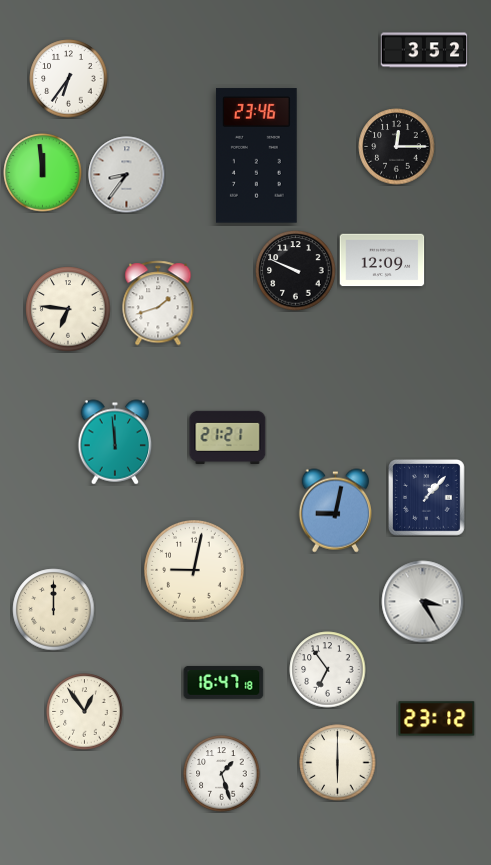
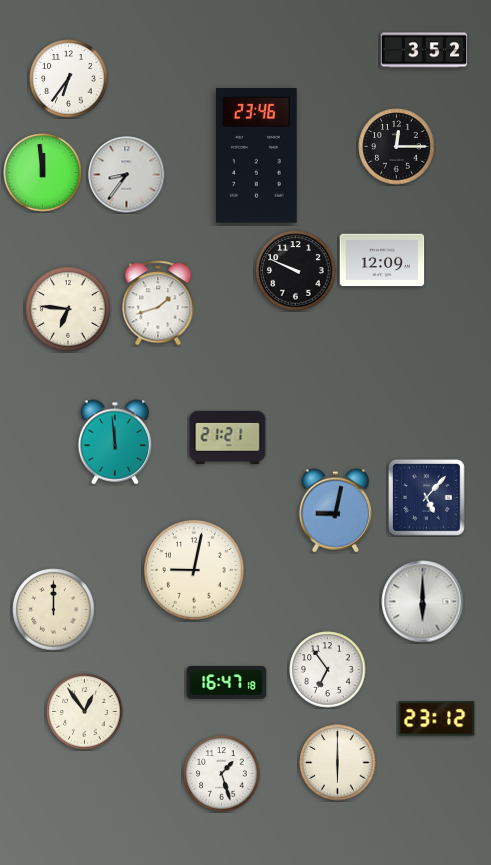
clock at (427, 498): 1:07 -> 5:07
clock at (423, 602): 3:25 -> 6:00
clock at (224, 683) position: (224, 683) -> (227, 683)
